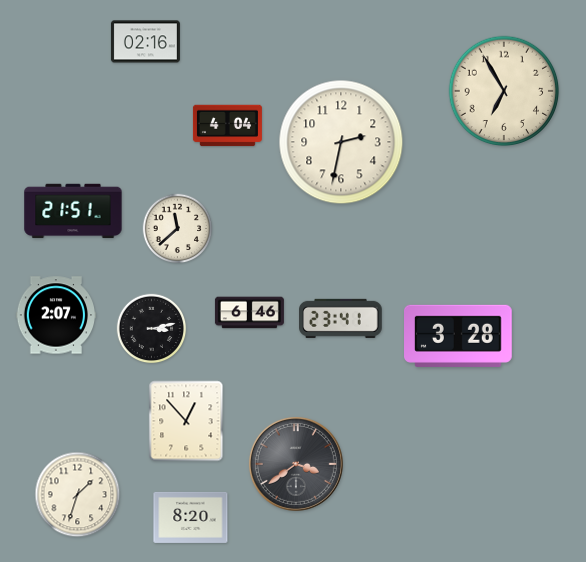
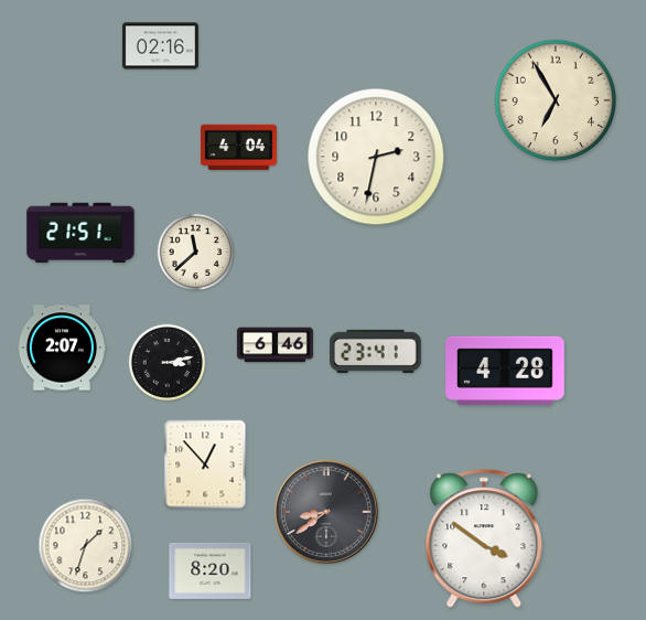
clock at (227, 126) position: (227, 126) -> (238, 148)
clock at (459, 336): 3:28 -> 4:28
clock at (296, 464): 3:39 -> 8:39
clock at (484, 539): none -> 3:51
